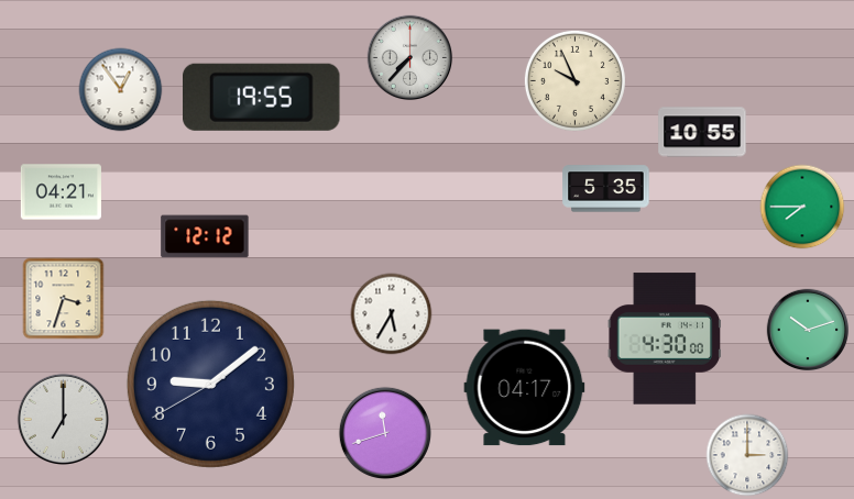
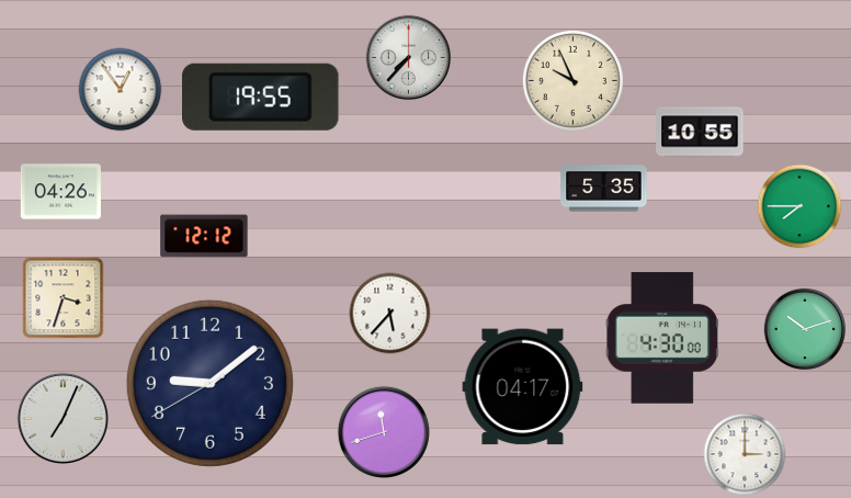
clock at (61, 192): 04:21 -> 04:26
clock at (392, 314): 5:35 -> 5:37
clock at (63, 419): 7:00 -> 7:04
